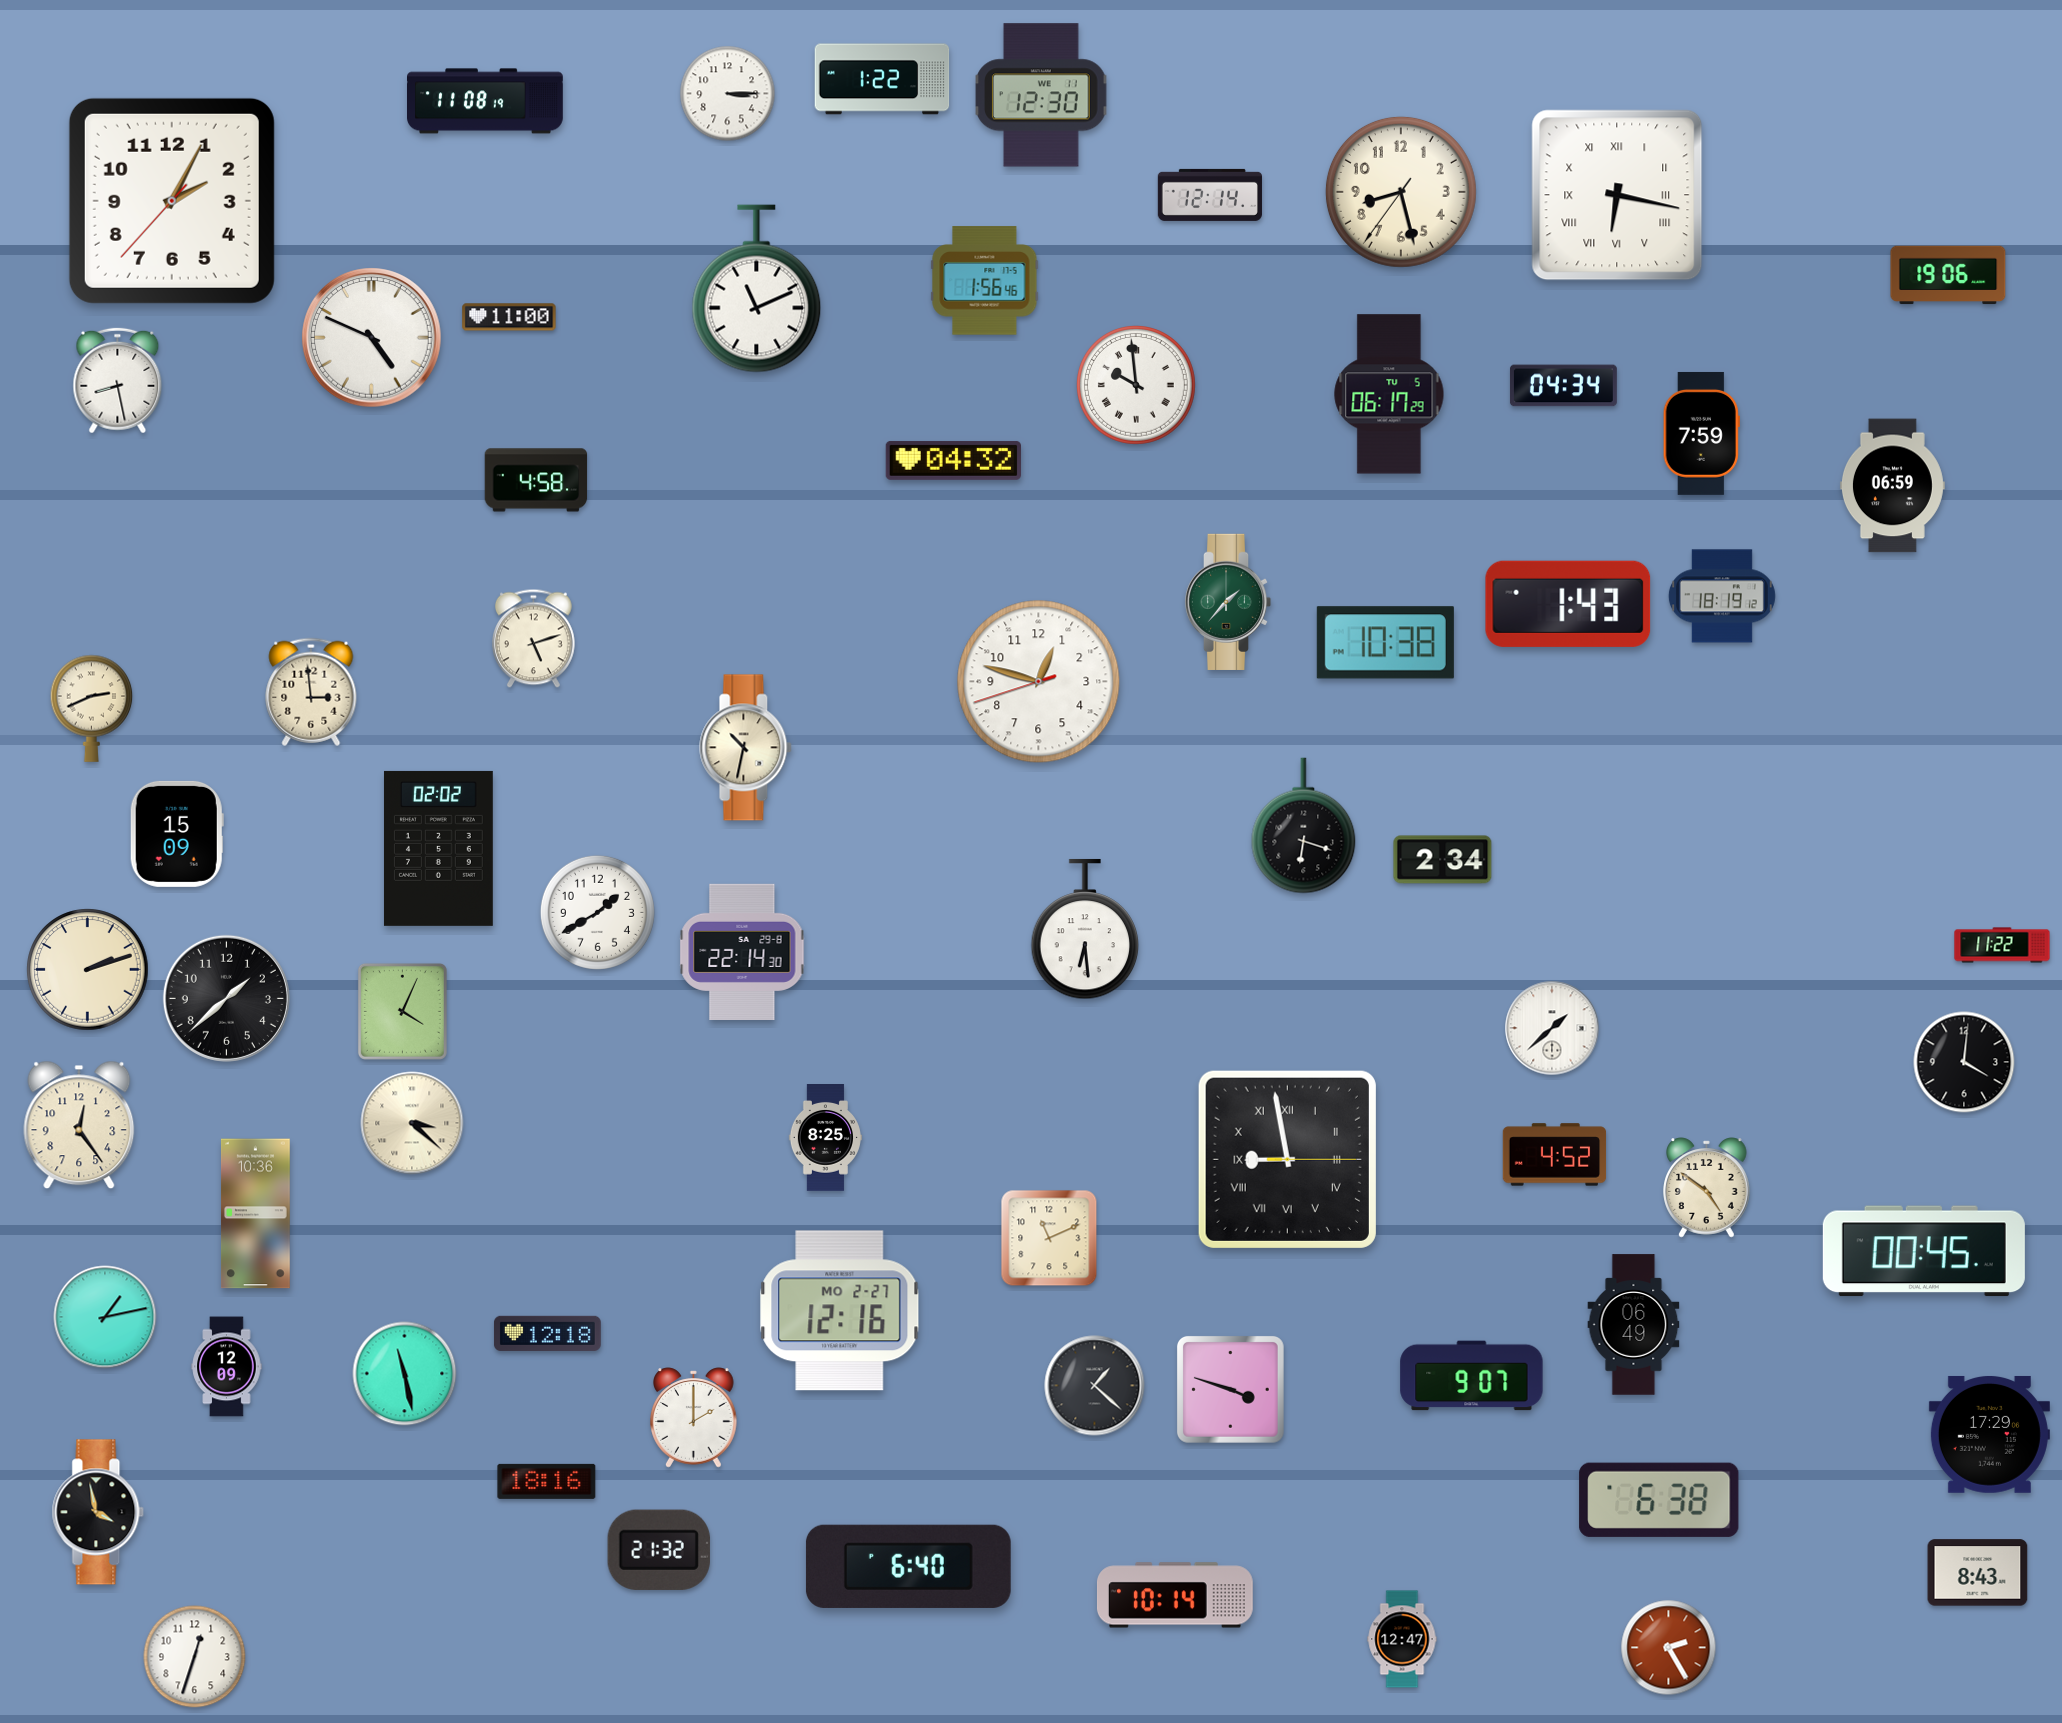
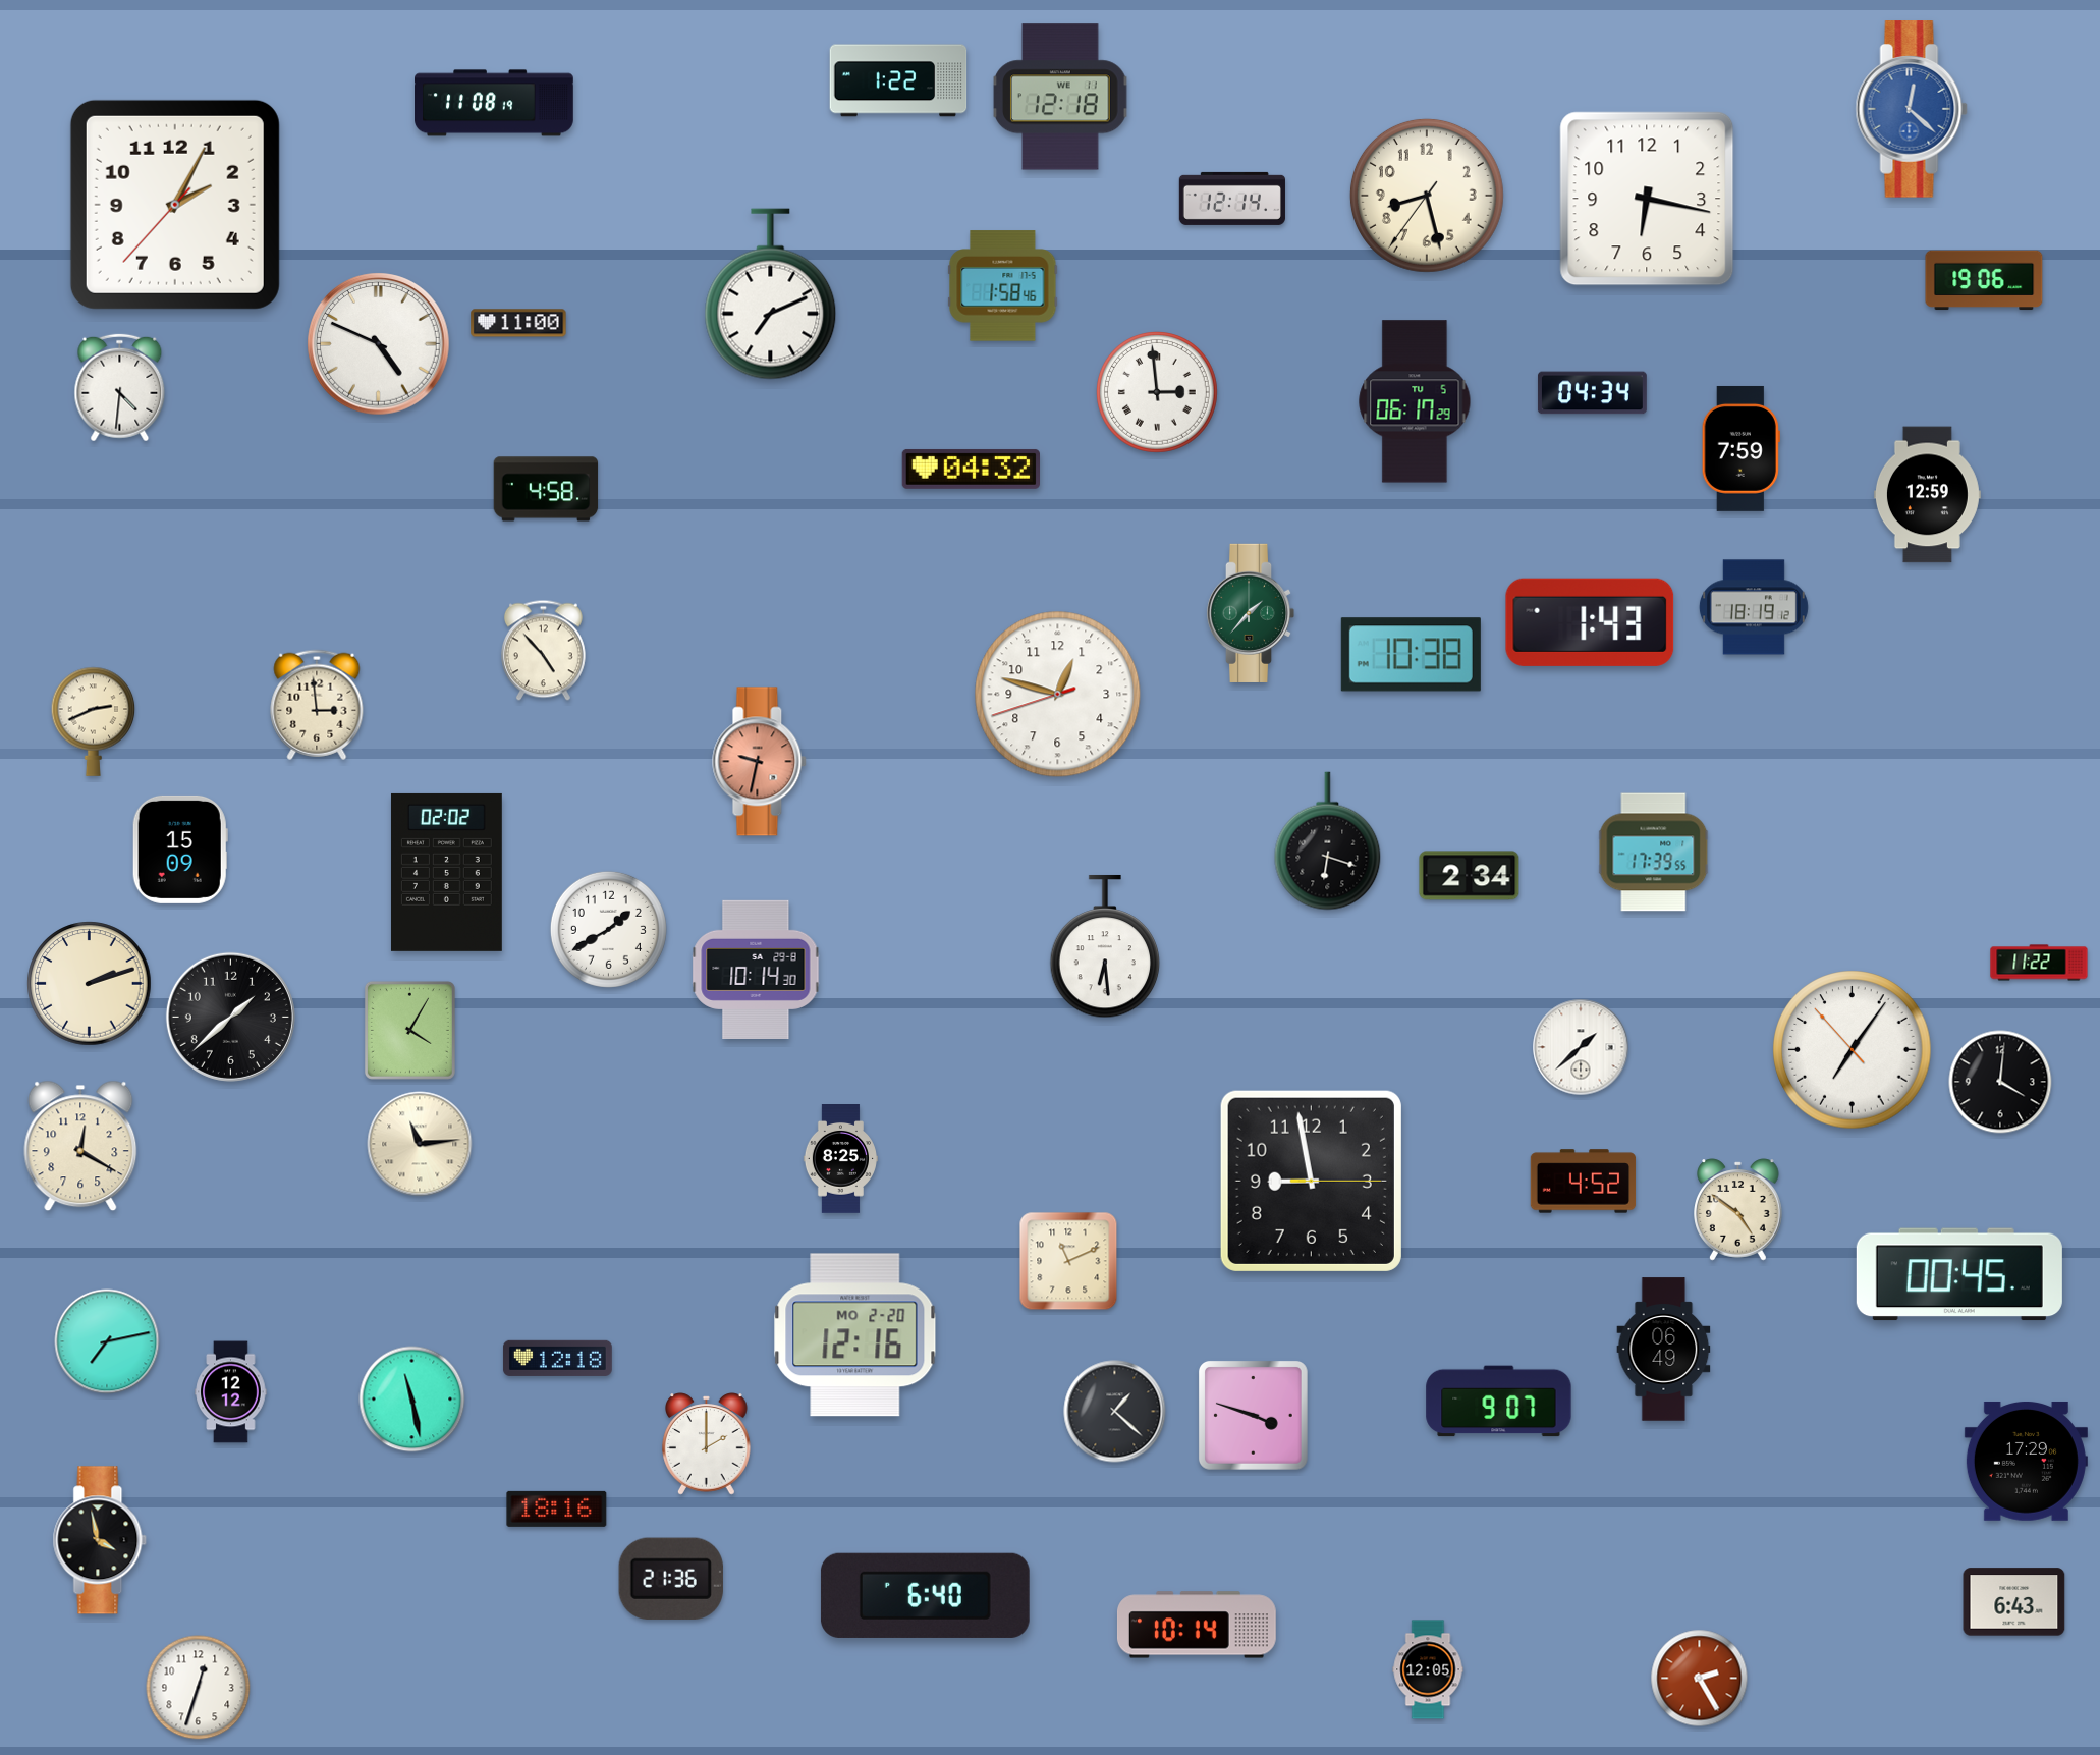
clock at (728, 94): 3:15 -> none
clock at (1041, 95): 12:30 -> 12:18
clock at (1912, 109): none -> 12:22
clock at (1617, 195) numerals: Roman -> Arabic
clock at (985, 281): 1:56 -> 1:58
clock at (757, 289): 11:11 -> 7:11
clock at (118, 381): 8:28 -> 4:31
clock at (1137, 386): 9:59 -> 2:59
clock at (1701, 433) position: (1701, 433) -> (1740, 448)
clock at (1892, 486): 06:59 -> 12:59
clock at (1568, 604) position: (1568, 604) -> (1590, 622)
clock at (533, 639): 5:12 -> 4:53
clock at (746, 748): 10:32 -> 9:32
clock at (746, 748) dial: cream -> salmon
clock at (1654, 853): none -> 17:39
clock at (438, 848) position: (438, 848) -> (446, 872)
clock at (742, 952): 22:14 -> 10:14
clock at (88, 970) position: (88, 970) -> (90, 984)
clock at (402, 1011): 4:04 -> 4:05
clock at (1853, 1050): none -> 7:05
clock at (412, 1123): 3:22 -> 11:14
clock at (79, 1125): 12:24 -> 12:20
clock at (1555, 1155) position: (1555, 1155) -> (1584, 1182)
clock at (1287, 1159) numerals: Roman -> Arabic
clock at (255, 1214): 10:36 -> none
clock at (840, 1311) date: MO 2-27 -> MO 2-20
clock at (105, 1317): 1:13 -> 7:13
clock at (227, 1367): 12:09 -> 12:12
clock at (1659, 1500): 6:38 -> none
clock at (659, 1550): 21:32 -> 21:36
clock at (1978, 1573): 8:43 -> 6:43
clock at (1402, 1639): 12:47 -> 12:05
